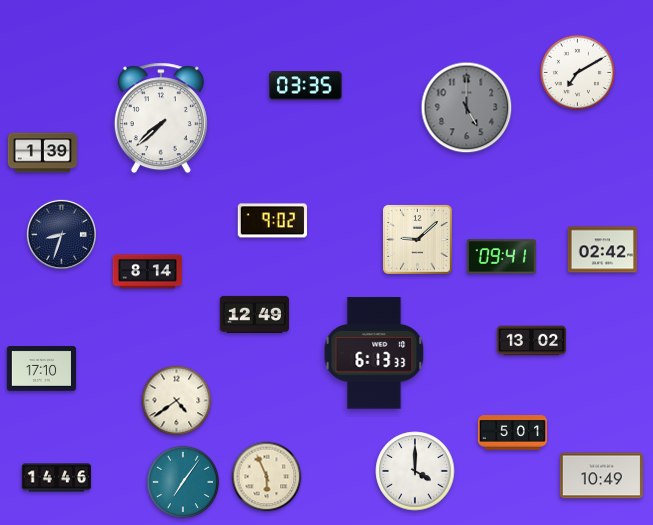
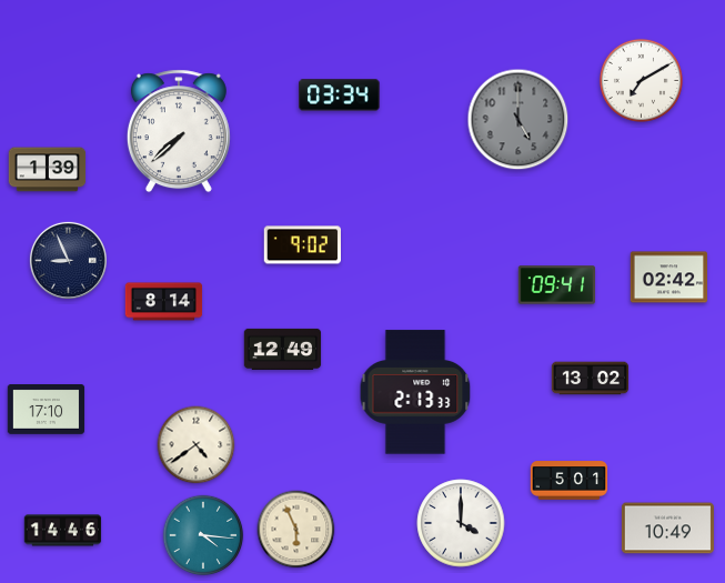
clock at (306, 86): 03:35 -> 03:34
clock at (61, 234): 8:33 -> 8:56
clock at (418, 240): 9:08 -> none
clock at (374, 353): 6:13 -> 2:13
clock at (183, 482): 7:06 -> 4:16
